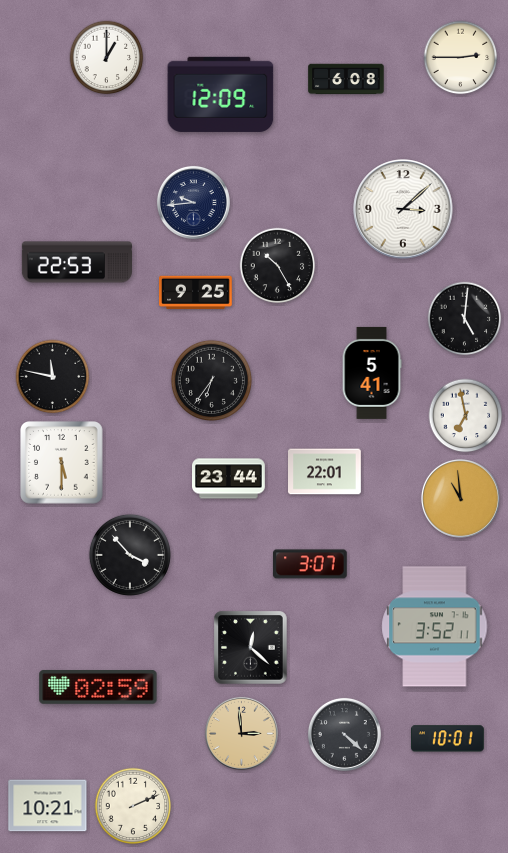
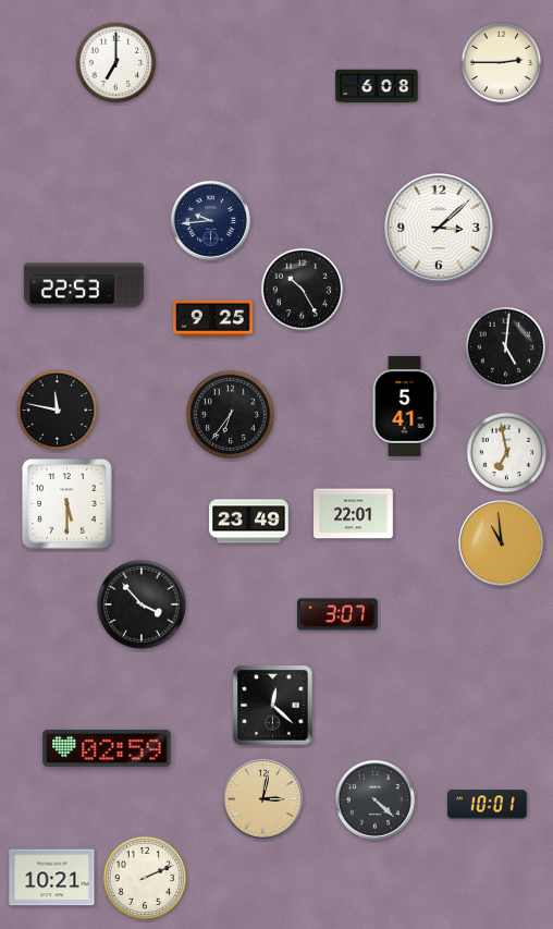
clock at (107, 58): 1:00 -> 7:00
clock at (221, 94): 12:09 -> none
clock at (229, 479): 23:44 -> 23:49
clock at (435, 627): 3:52 -> none
clock at (241, 733): 2:59 -> 3:02
